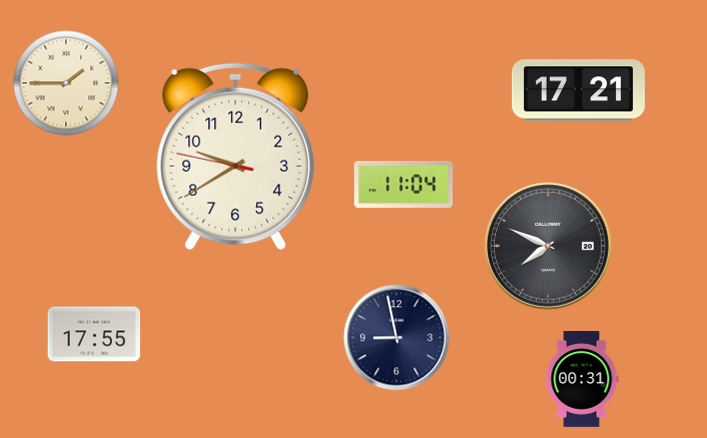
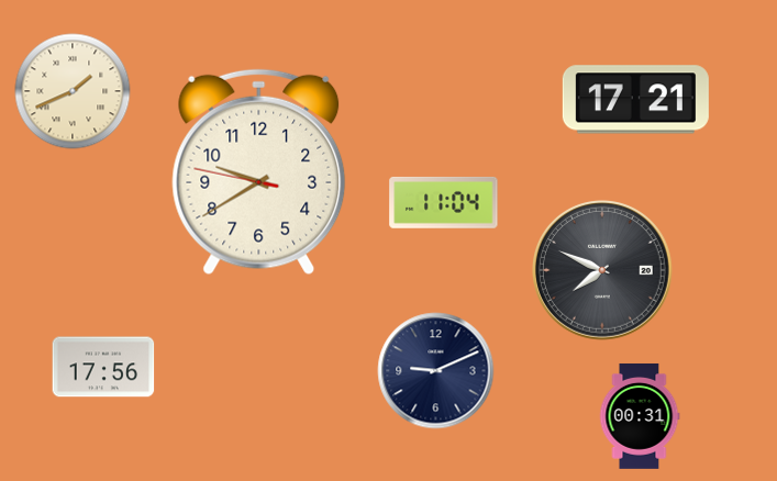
clock at (66, 83): 1:45 -> 1:41
clock at (94, 334): 17:55 -> 17:56
clock at (397, 338): 8:58 -> 9:11
